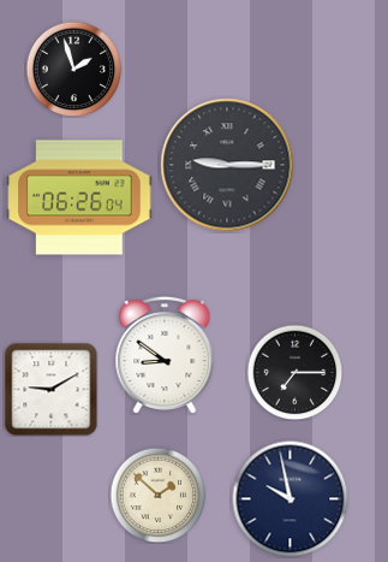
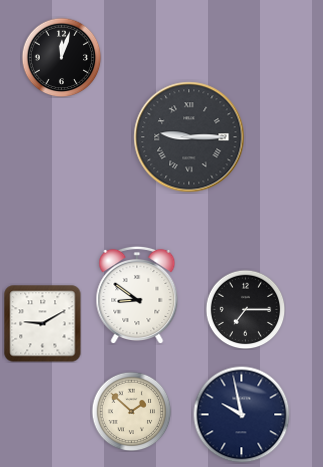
clock at (73, 69): 1:57 -> 12:03
clock at (79, 197): 06:26 -> none
